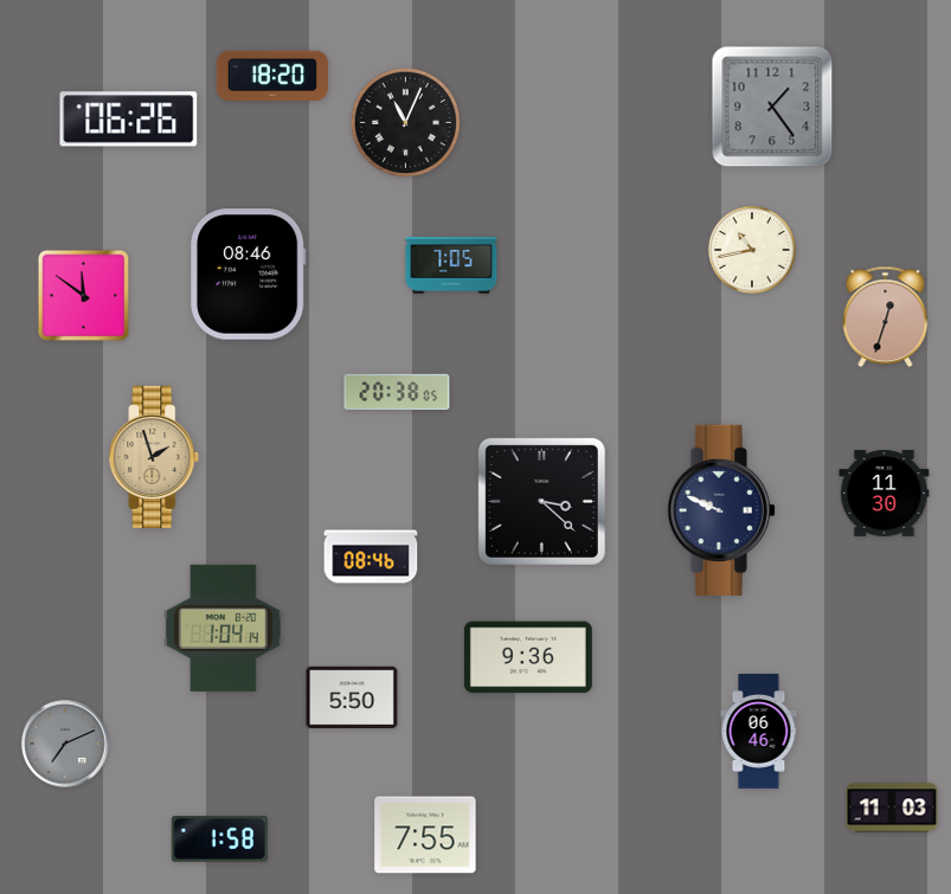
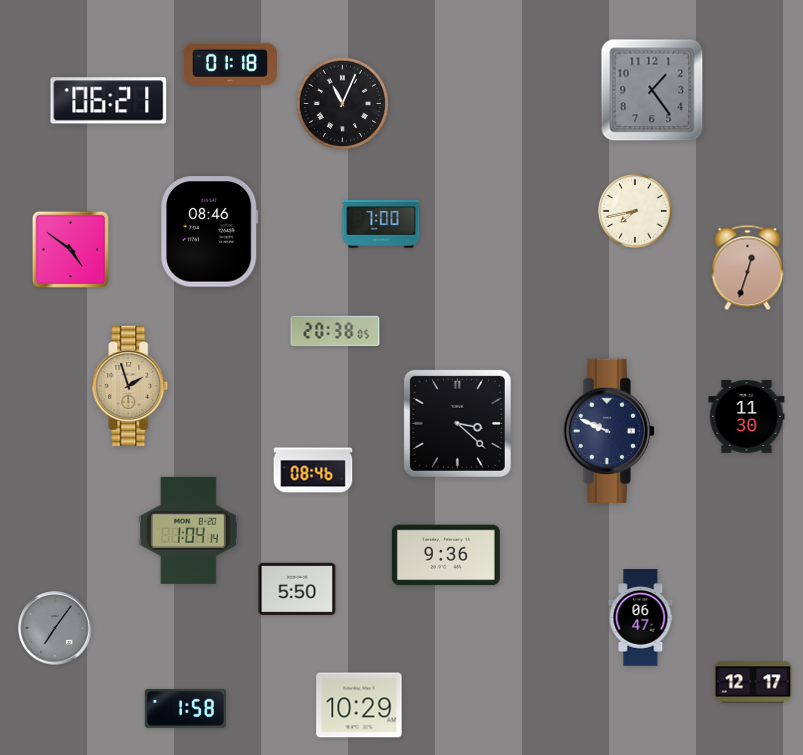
clock at (272, 76): 18:20 -> 01:18
clock at (129, 120): 06:26 -> 06:21
clock at (752, 250): 10:43 -> 7:43
clock at (451, 266): 7:05 -> 7:00
clock at (84, 296): 11:51 -> 4:51
clock at (759, 732): 06:46 -> 06:47
clock at (65, 744): 7:11 -> 7:06
clock at (892, 808): 11:03 -> 12:17
clock at (425, 835): 7:55 -> 10:29
